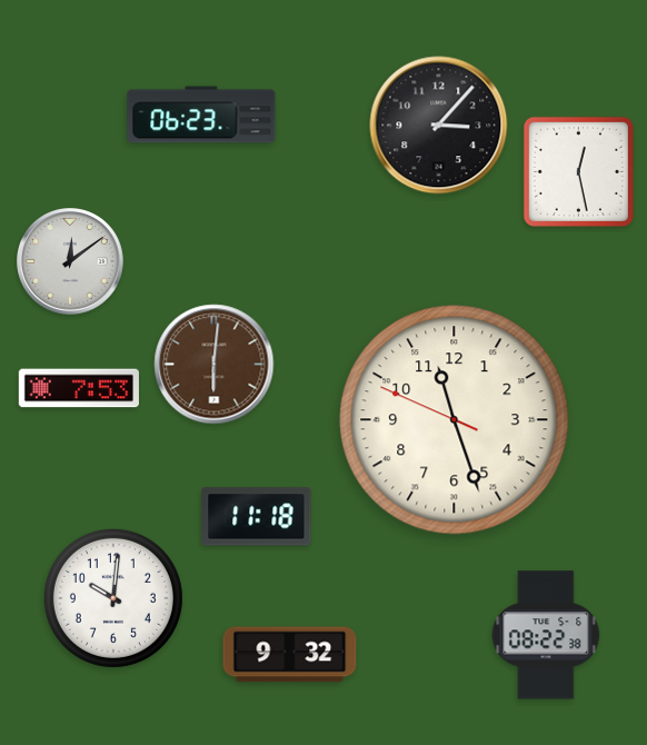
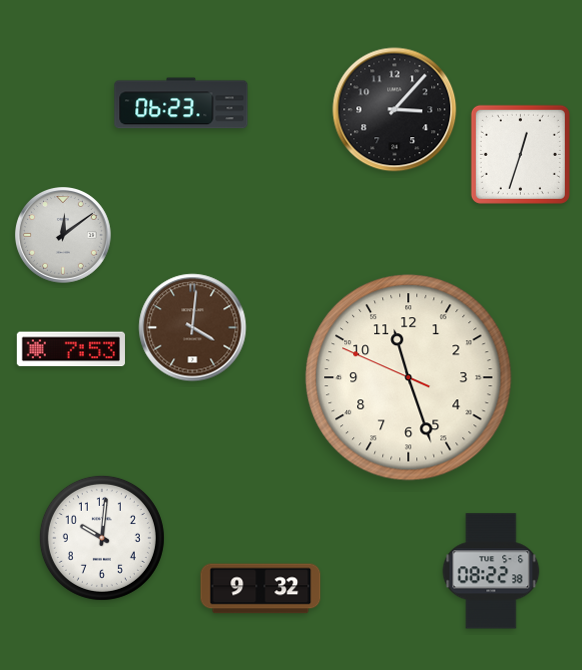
clock at (439, 126) position: (439, 126) -> (395, 110)
clock at (578, 171): 12:28 -> 12:33
clock at (215, 365): 6:01 -> 4:01
clock at (257, 517): 11:18 -> none
